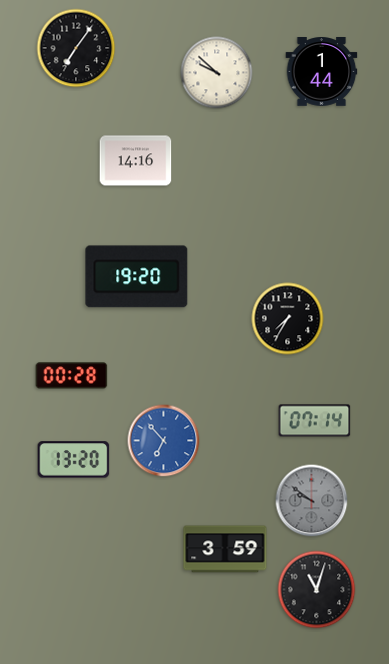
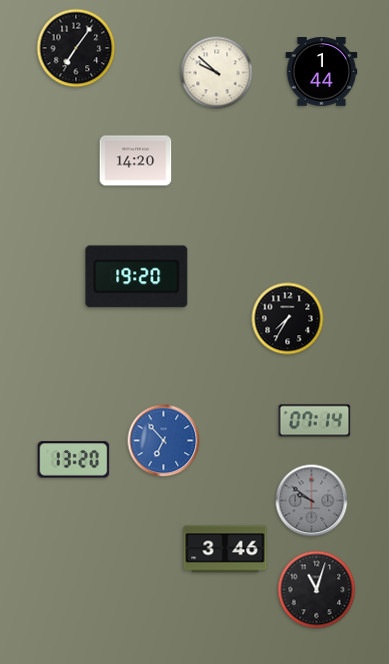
clock at (136, 161): 14:16 -> 14:20
clock at (72, 376): 00:28 -> none
clock at (225, 549): 3:59 -> 3:46
